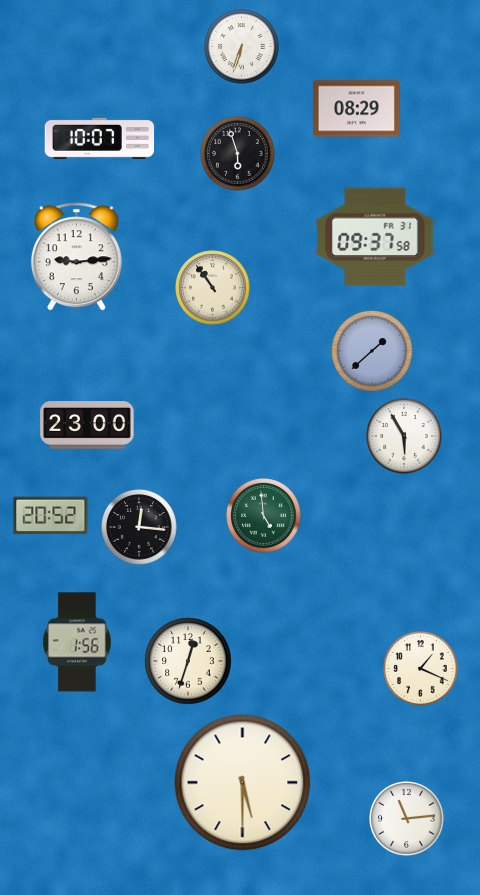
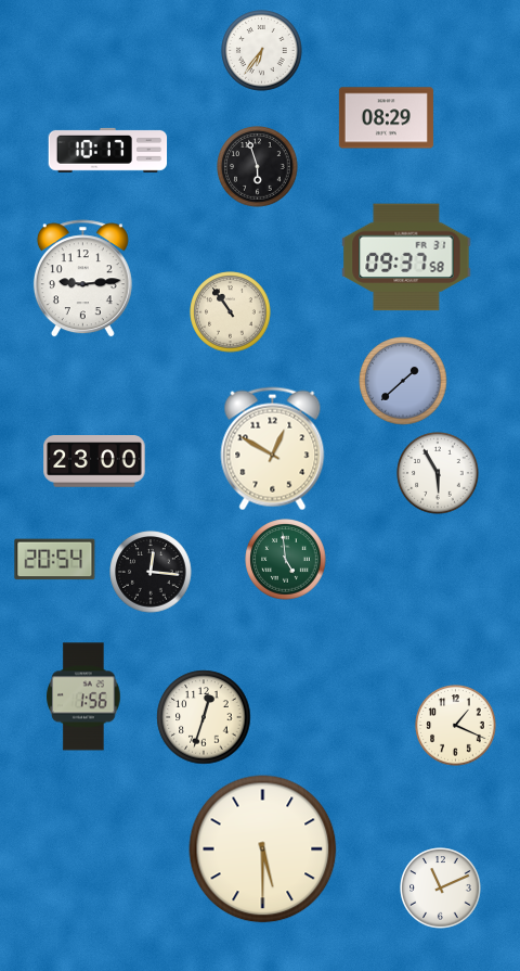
clock at (242, 47): 6:33 -> 6:36
clock at (100, 138): 10:07 -> 10:17
clock at (273, 449): none -> 12:50
clock at (51, 516): 20:52 -> 20:54
clock at (407, 819): 11:14 -> 11:11
